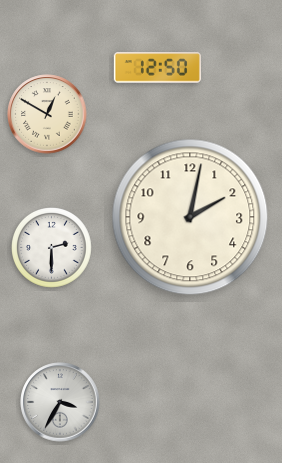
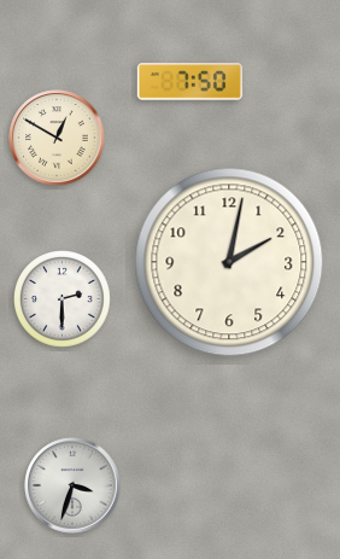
clock at (157, 68): 12:50 -> 7:50
clock at (60, 402): 3:35 -> 3:33
